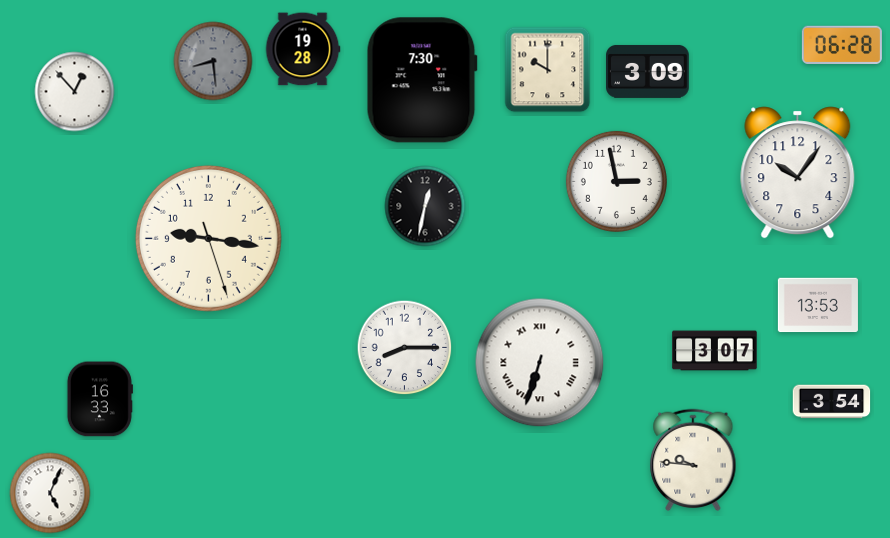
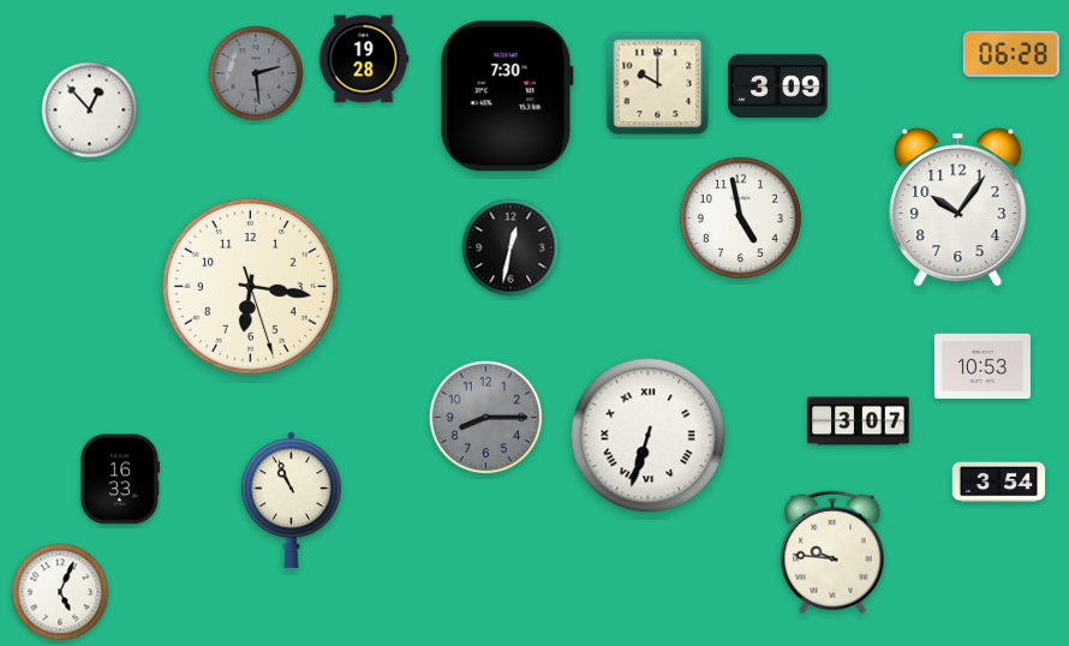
clock at (213, 61): 8:29 -> 2:29
clock at (616, 181): 2:58 -> 4:58
clock at (208, 238): 9:16 -> 6:16
clock at (818, 305): 13:53 -> 10:53
clock at (405, 348) dial: white -> grey
clock at (292, 501): none -> 10:56
